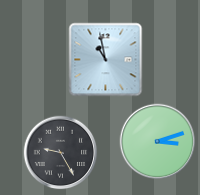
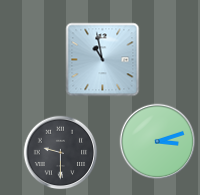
clock at (106, 60) position: (106, 60) -> (103, 60)
clock at (61, 153): 9:25 -> 9:30
